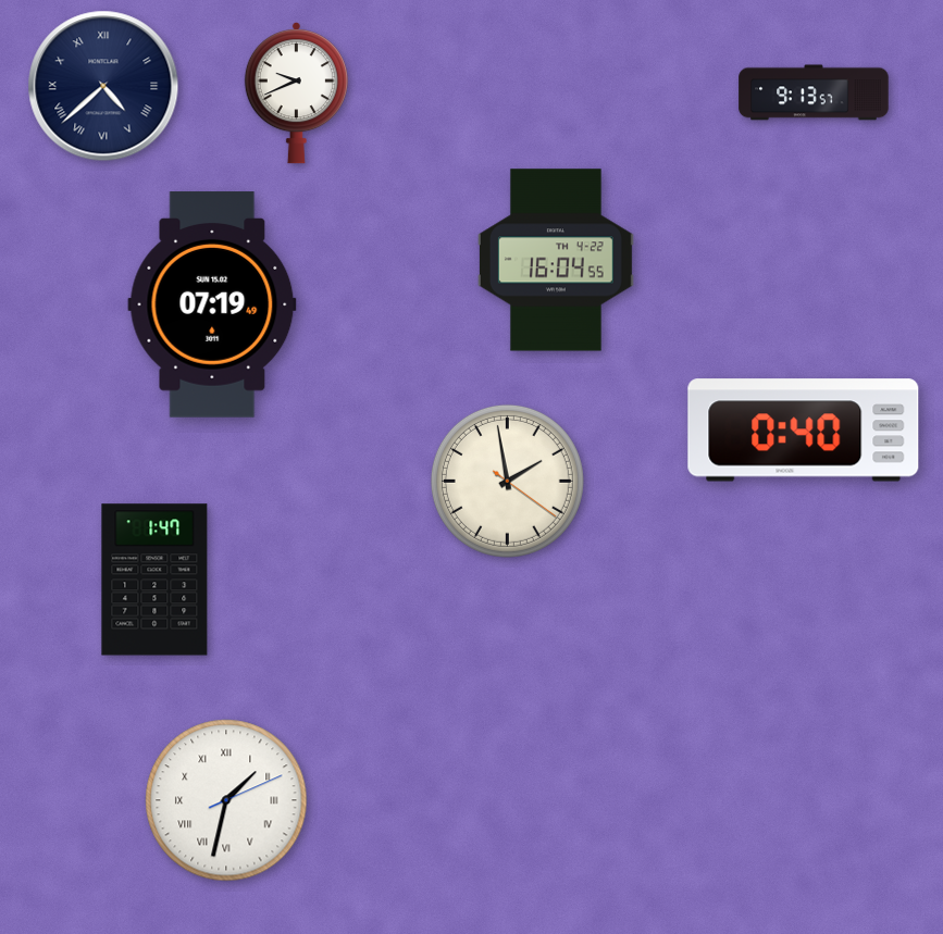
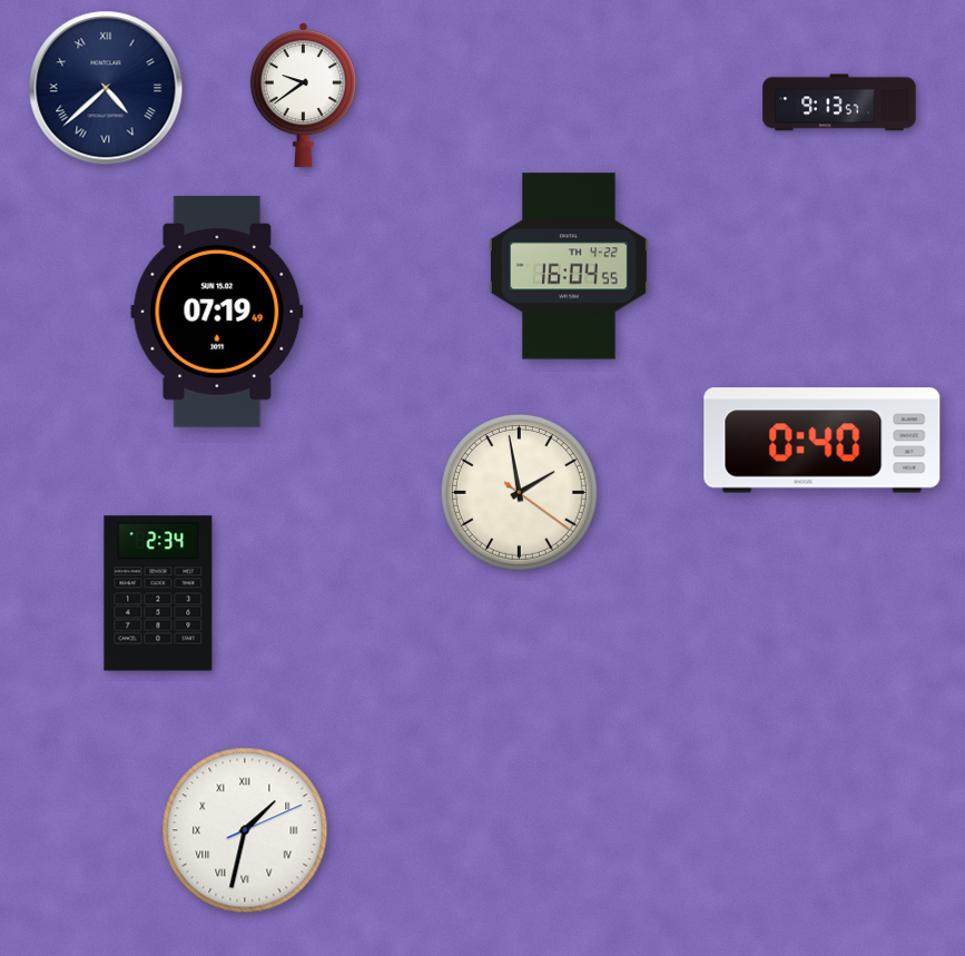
clock at (814, 92) position: (814, 92) -> (839, 102)
clock at (296, 94): 9:41 -> 9:39
clock at (154, 580): 1:47 -> 2:34
clock at (226, 800) position: (226, 800) -> (245, 830)
